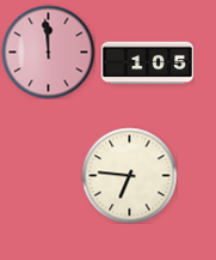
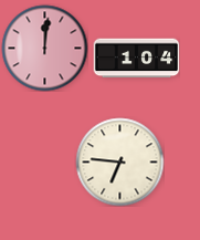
clock at (48, 52): 11:59 -> 12:01
clock at (147, 64): 1:05 -> 1:04
